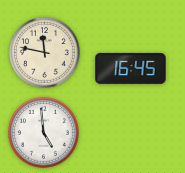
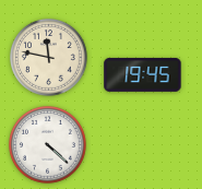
clock at (131, 69): 16:45 -> 19:45
clock at (44, 133): 4:59 -> 4:22
